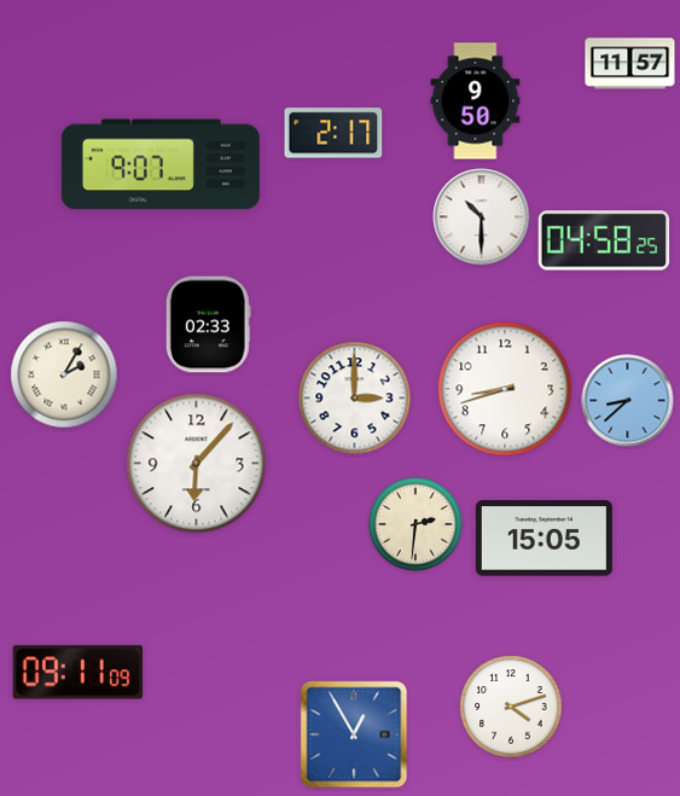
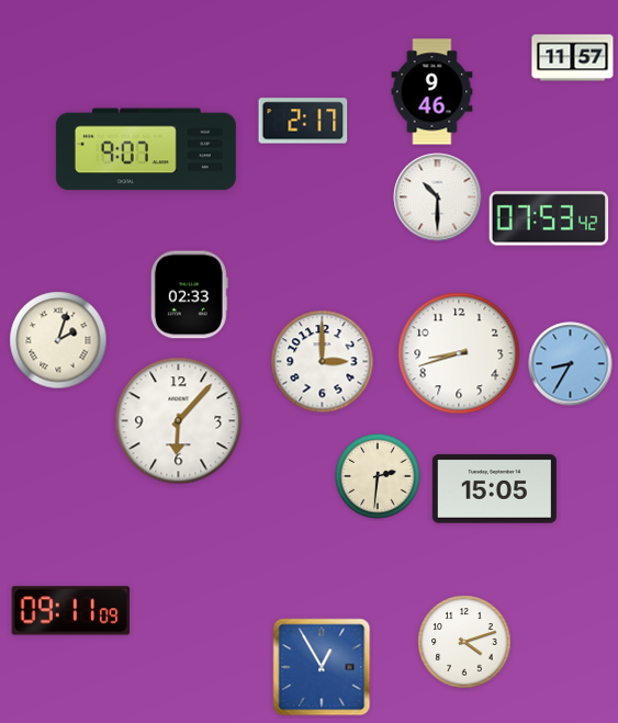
clock at (476, 101): 9:50 -> 9:46
clock at (604, 240): 04:58 -> 07:53
clock at (64, 374): 2:05 -> 2:03
clock at (628, 401): 8:38 -> 8:35
